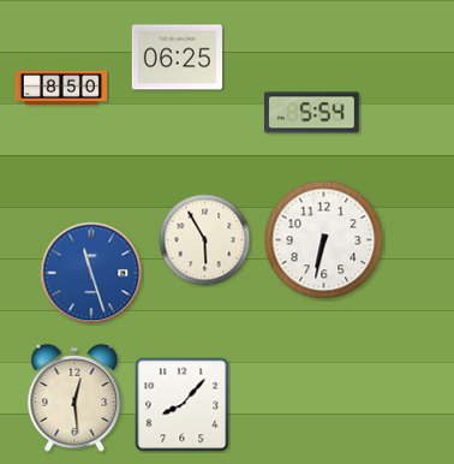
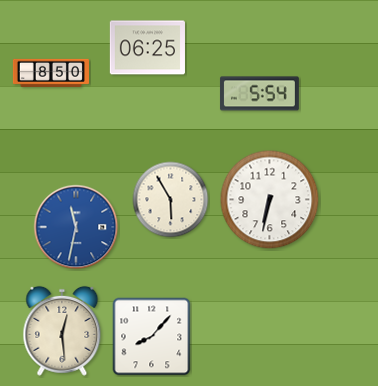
clock at (91, 273): 11:27 -> 11:32
